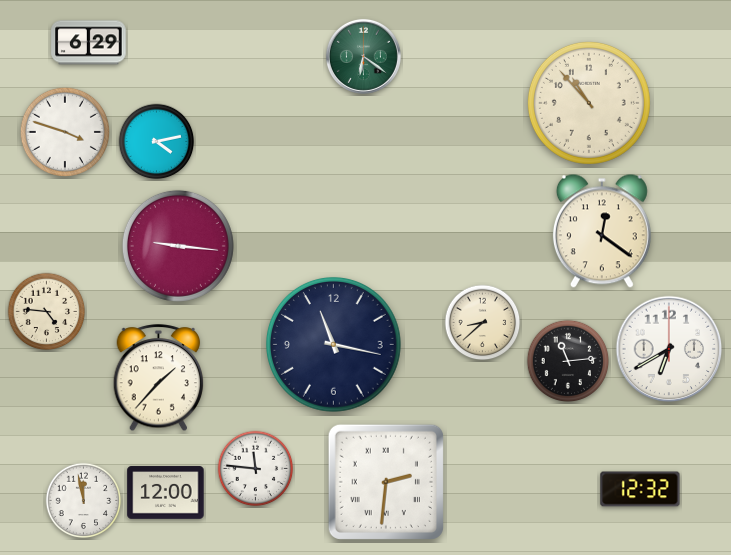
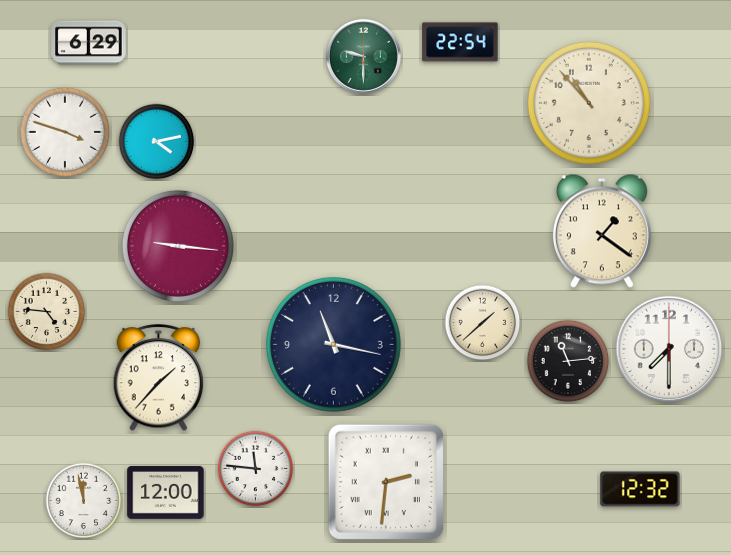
clock at (460, 42): none -> 22:54
clock at (363, 56): 6:21 -> 9:30
clock at (602, 231): 12:21 -> 1:21
clock at (483, 323): 8:38 -> 1:38
clock at (669, 349): 6:40 -> 7:30
